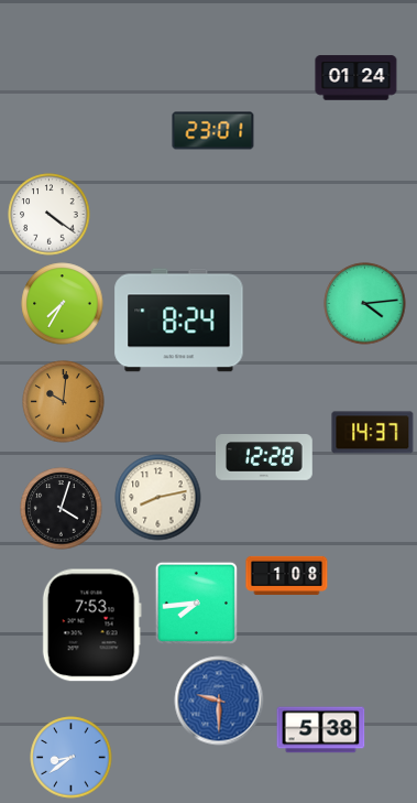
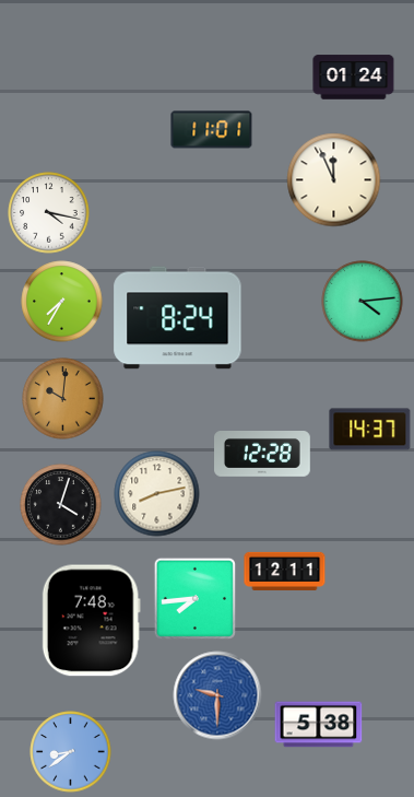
clock at (213, 131): 23:01 -> 11:01
clock at (334, 180): none -> 11:56
clock at (50, 215): 4:21 -> 4:17
clock at (287, 575): 1:08 -> 12:11
clock at (91, 626): 7:53 -> 7:48
